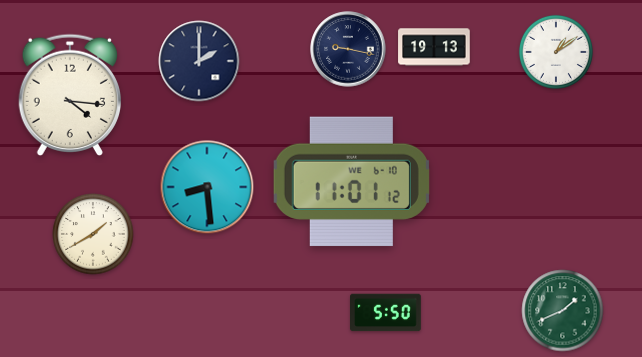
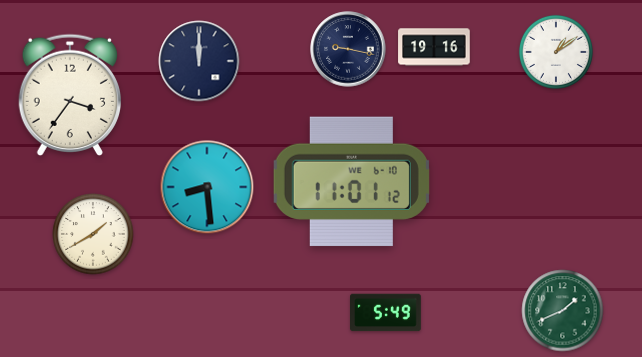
clock at (434, 47): 19:13 -> 19:16
clock at (199, 61): 2:00 -> 12:00
clock at (69, 95): 4:16 -> 3:36
clock at (386, 313): 5:50 -> 5:49
